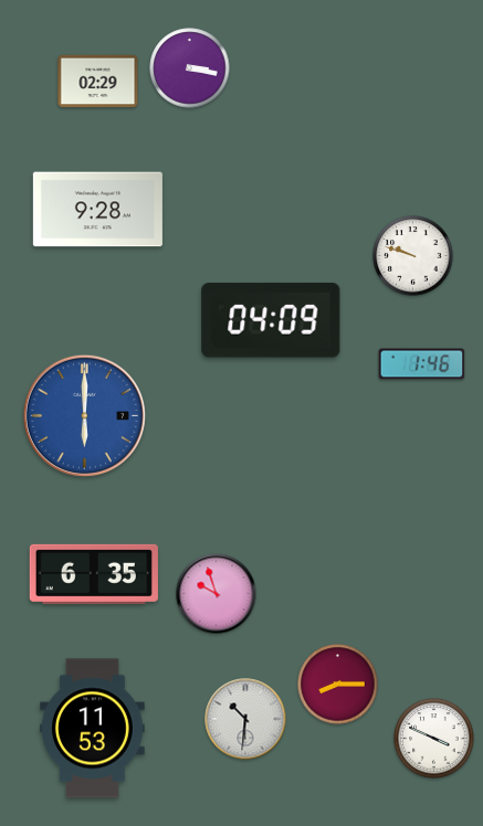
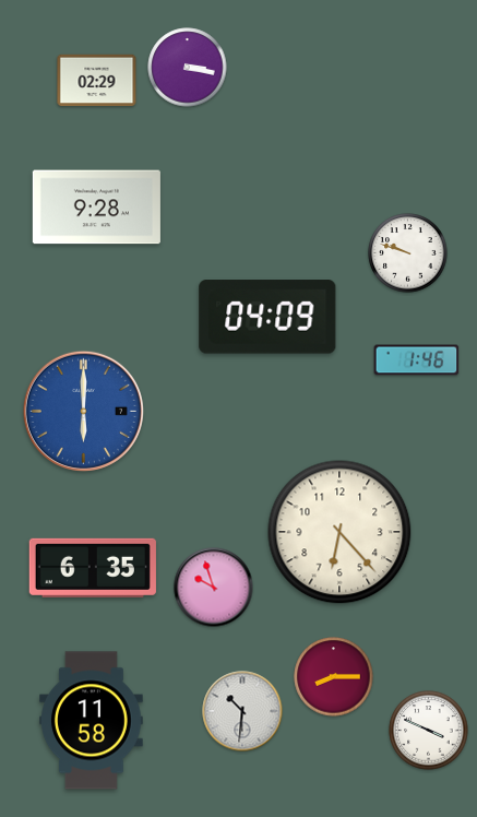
clock at (339, 532): none -> 6:23
clock at (93, 729): 11:53 -> 11:58
